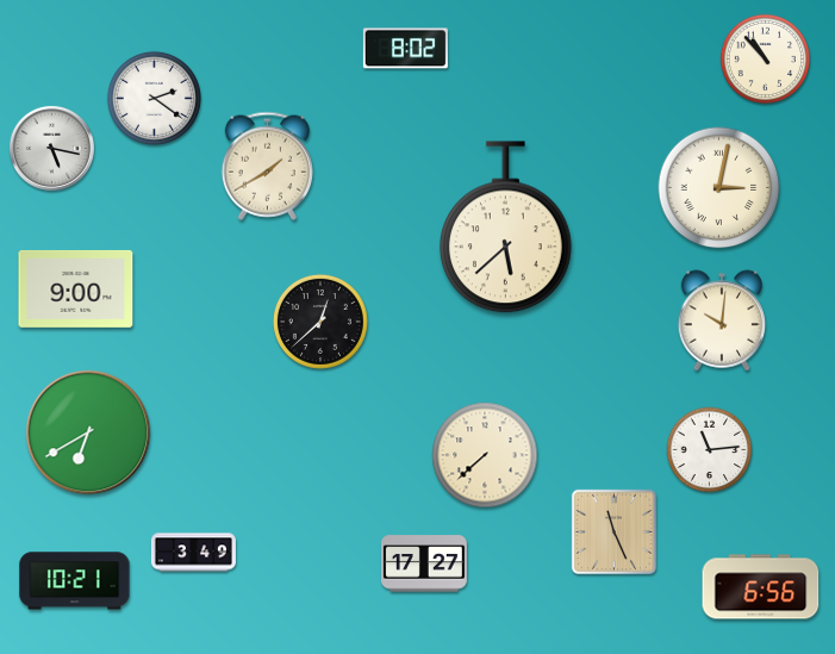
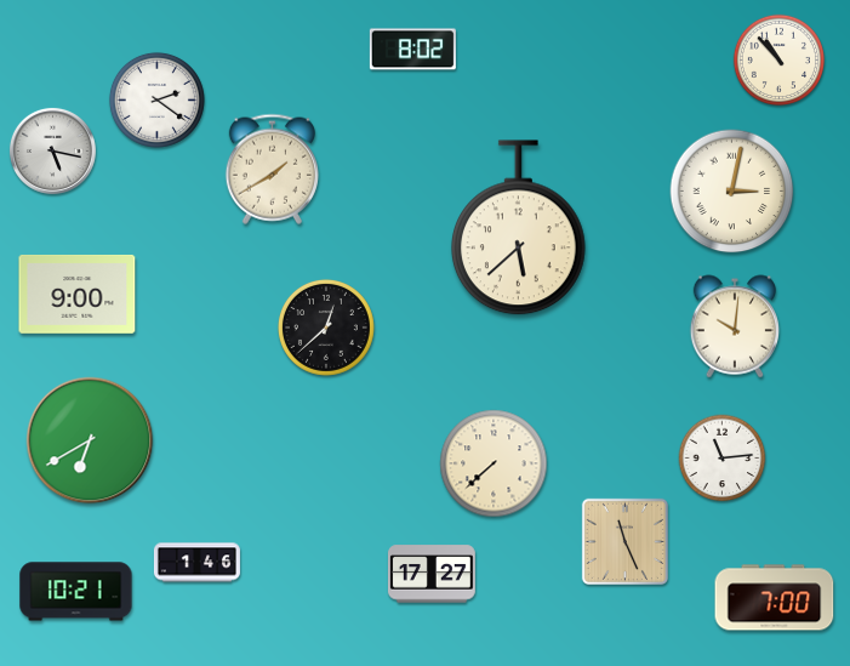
clock at (505, 228) position: (505, 228) -> (518, 228)
clock at (193, 553): 3:49 -> 1:46
clock at (761, 587): 6:56 -> 7:00
